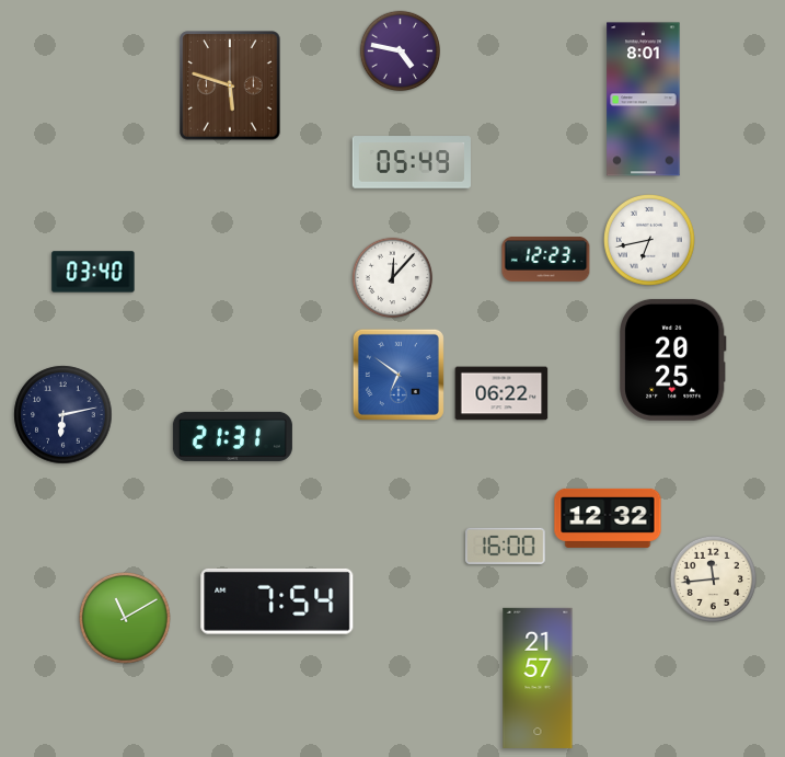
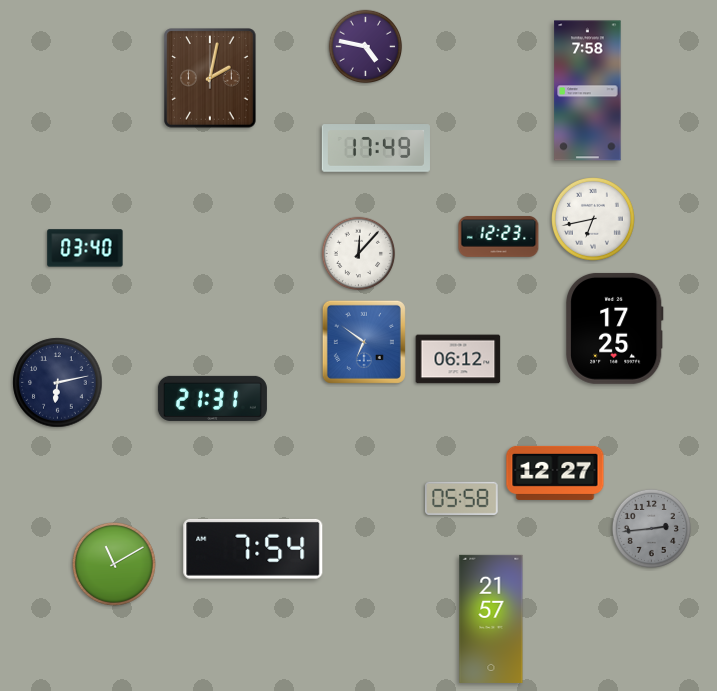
clock at (230, 85): 5:48 -> 2:02
clock at (644, 100): 8:01 -> 7:58
clock at (412, 162): 05:49 -> 17:49
clock at (673, 359): 20:25 -> 17:25
clock at (501, 393): 06:22 -> 06:12
clock at (64, 415) position: (64, 415) -> (58, 383)
clock at (608, 518): 12:32 -> 12:27
clock at (506, 546): 16:00 -> 05:58
clock at (713, 578): 11:44 -> 2:44
clock at (713, 578) dial: cream -> grey
